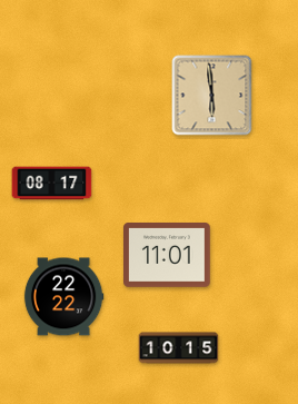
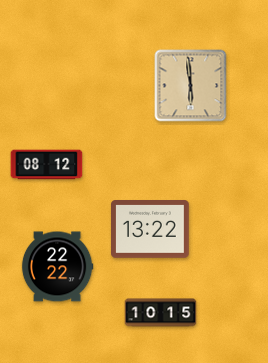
clock at (52, 184): 08:17 -> 08:12
clock at (168, 256): 11:01 -> 13:22
